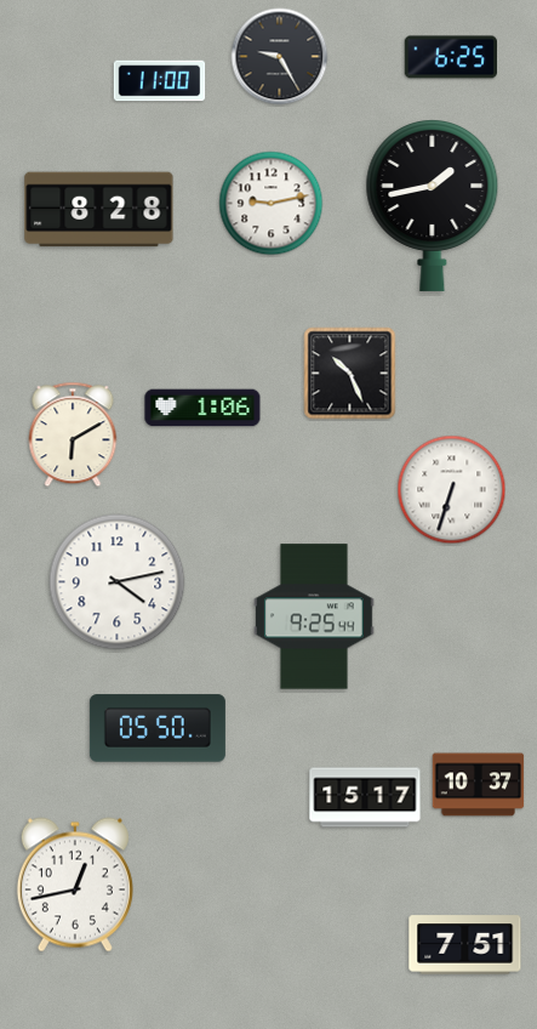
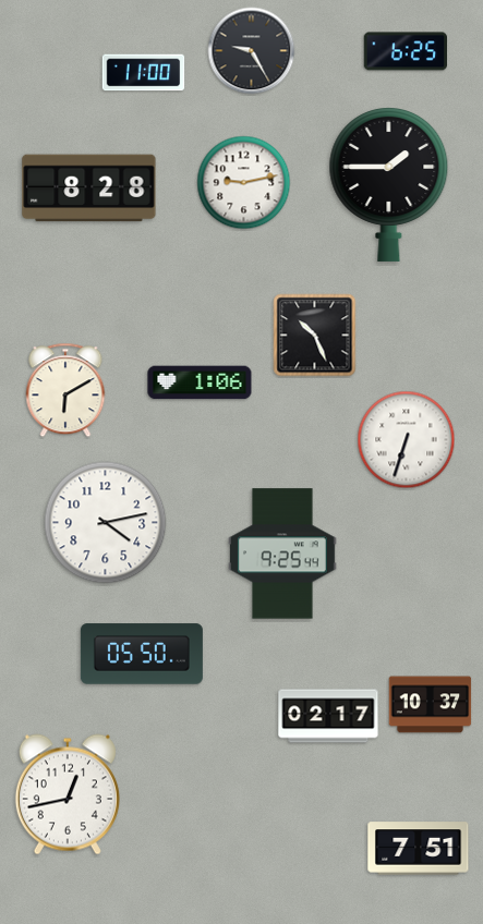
clock at (433, 206): 1:43 -> 1:45
clock at (202, 408) position: (202, 408) -> (200, 382)
clock at (365, 797): 15:17 -> 02:17
